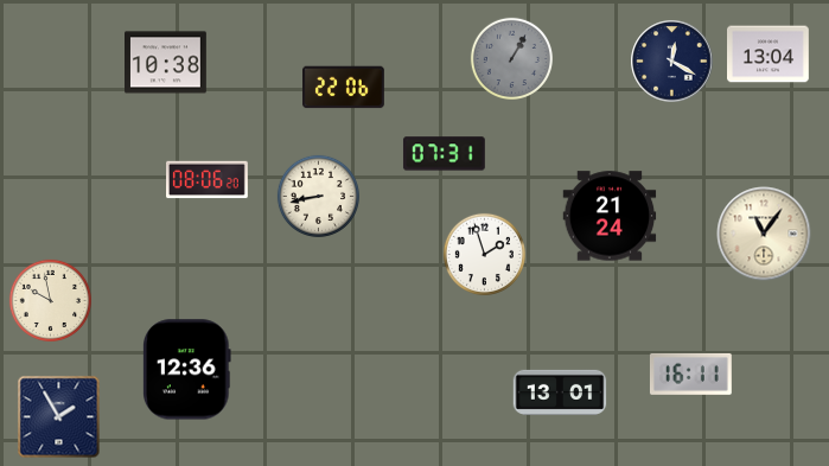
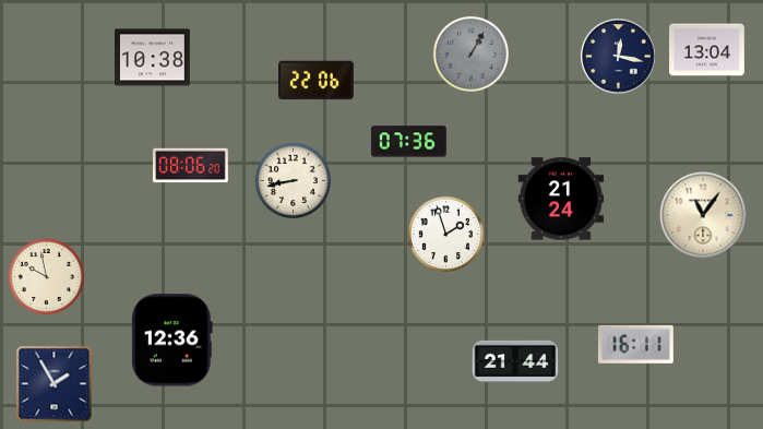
clock at (672, 62): 12:20 -> 12:17
clock at (444, 154): 07:31 -> 07:36
clock at (560, 392): 13:01 -> 21:44
